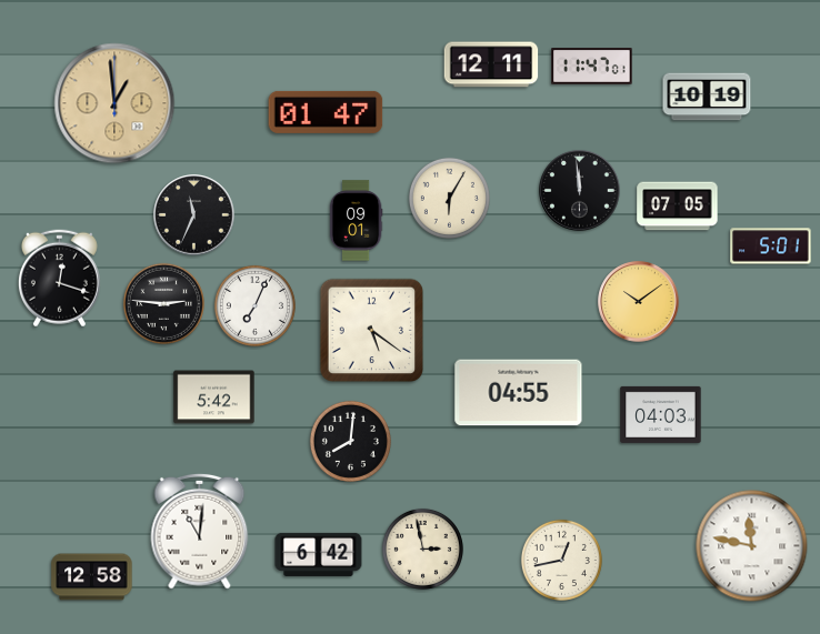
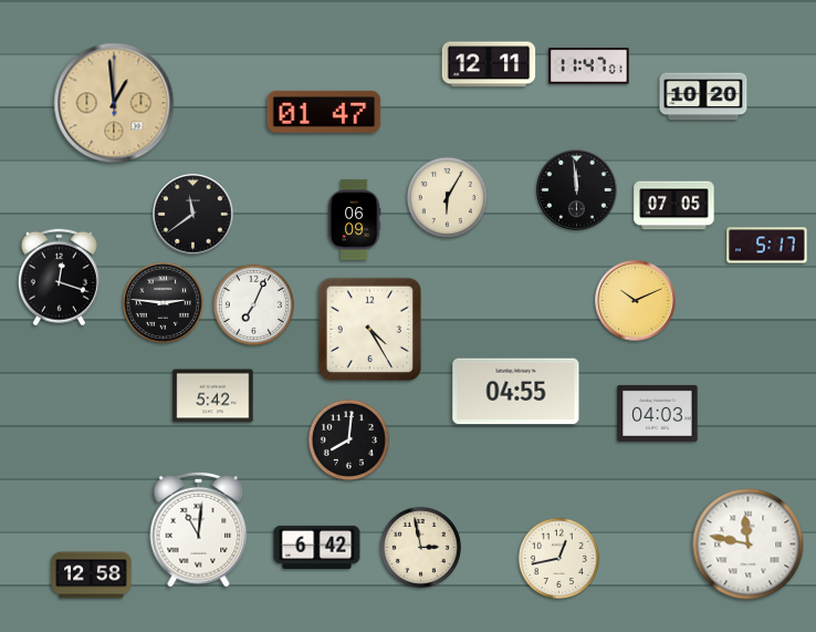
clock at (707, 97): 10:19 -> 10:20
clock at (194, 215): 11:34 -> 11:39
clock at (356, 221): 09:01 -> 06:09
clock at (771, 246): 5:01 -> 5:17
clock at (639, 302): 10:09 -> 10:11
clock at (372, 331): 5:21 -> 4:25
clock at (319, 554) position: (319, 554) -> (317, 547)
